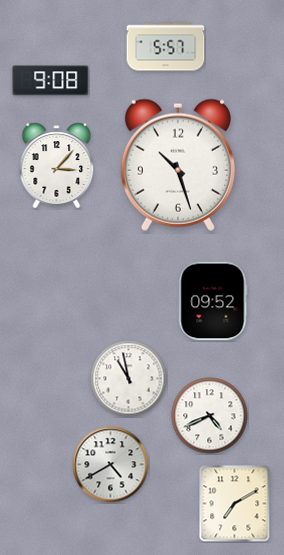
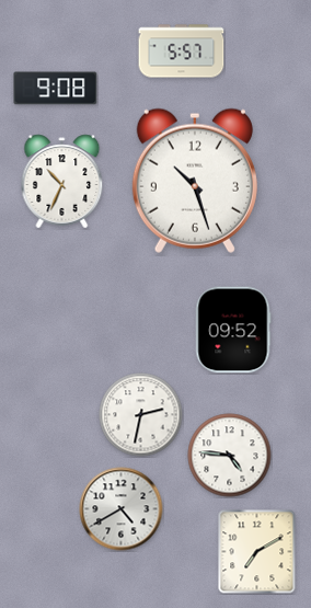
clock at (57, 166): 3:07 -> 10:34
clock at (129, 379): 10:58 -> 2:32
clock at (210, 416): 4:41 -> 4:46
